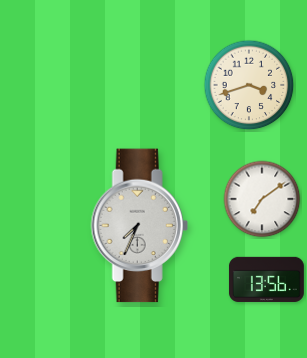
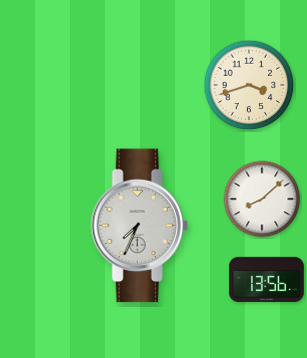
clock at (262, 199): 7:09 -> 8:08
